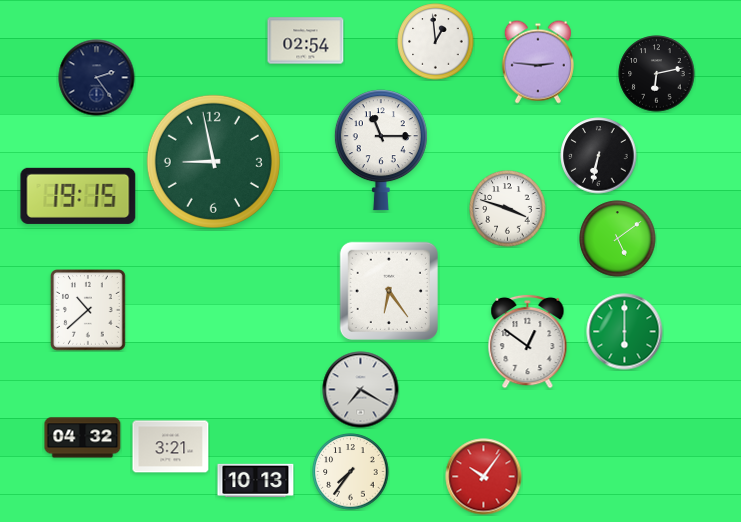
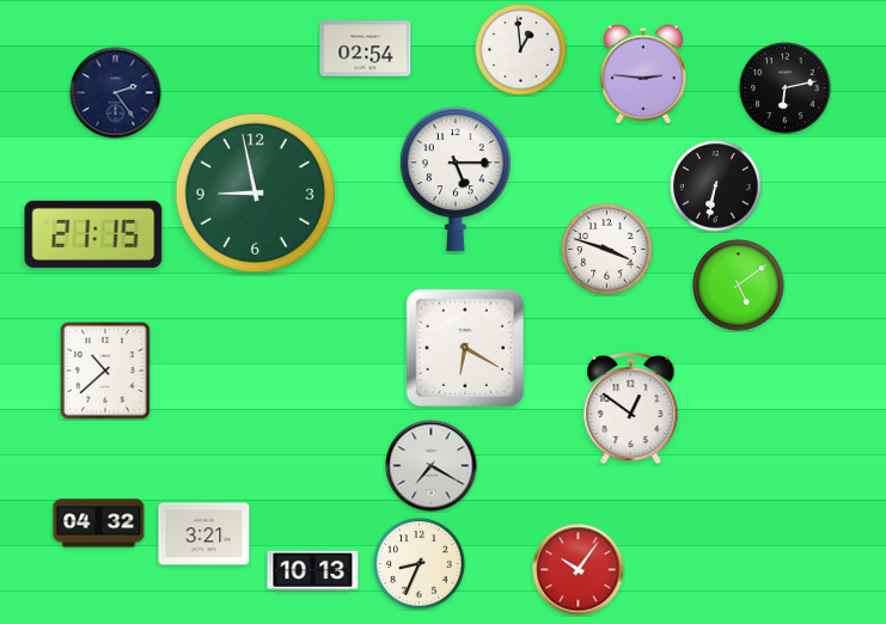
clock at (381, 150): 11:15 -> 5:15
clock at (78, 196): 19:15 -> 21:15
clock at (388, 290): 6:24 -> 6:20
clock at (625, 332): 6:00 -> none
clock at (351, 472): 7:36 -> 8:34
clock at (256, 481) position: (256, 481) -> (313, 571)
